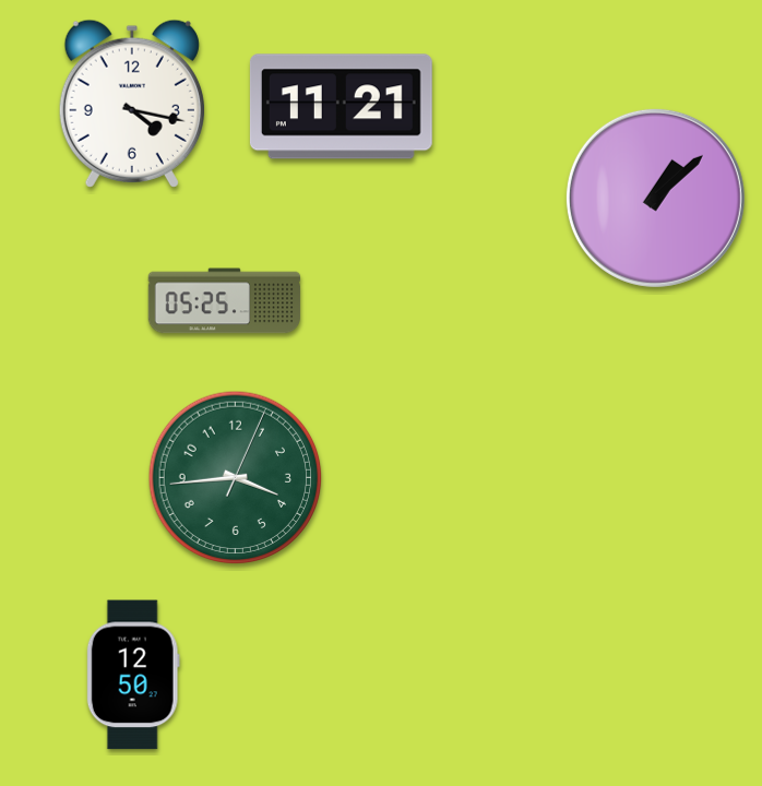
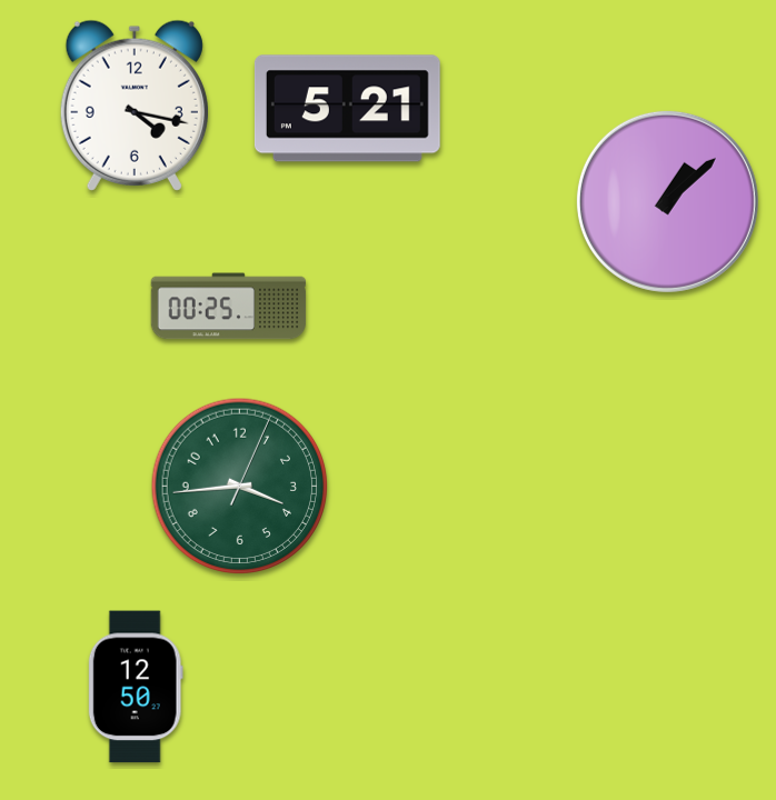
clock at (341, 107): 11:21 -> 5:21
clock at (225, 301): 05:25 -> 00:25
